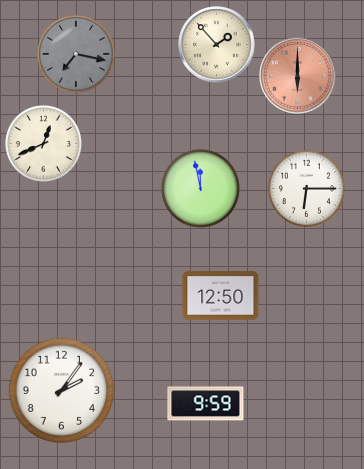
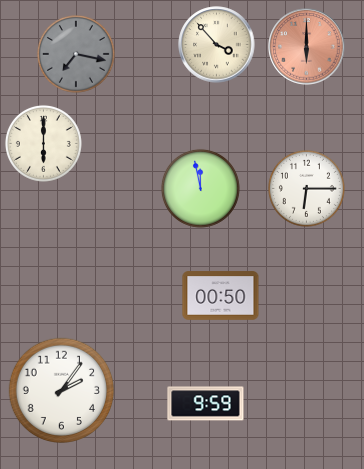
clock at (217, 45): 1:53 -> 3:53
clock at (298, 76) position: (298, 76) -> (307, 47)
clock at (43, 143): 12:41 -> 6:00
clock at (221, 296): 12:50 -> 00:50
